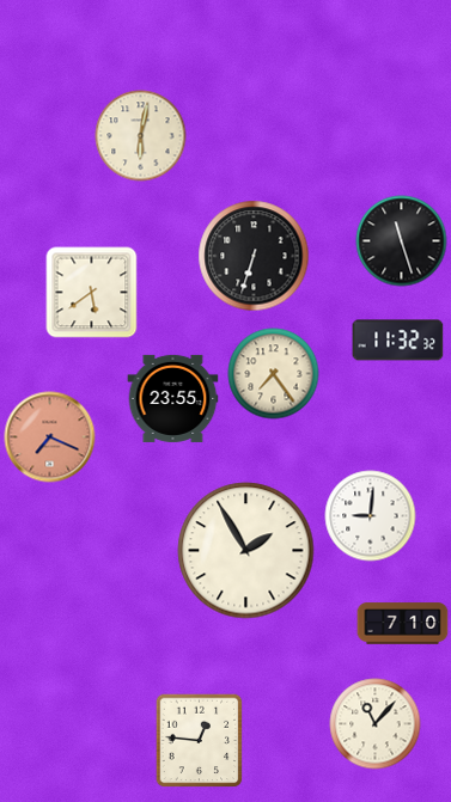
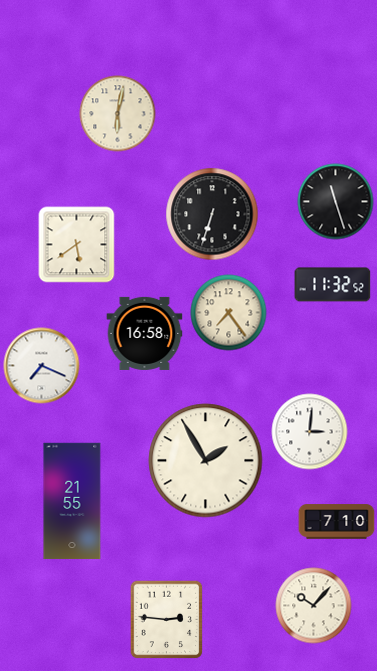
clock at (398, 341): 11:32:32 -> 11:32:52
clock at (173, 398): 23:55 -> 16:58
clock at (50, 437) dial: salmon -> white
clock at (371, 516): 9:01 -> 3:01
clock at (72, 501): none -> 21:55
clock at (376, 724): 11:07 -> 10:07
clock at (200, 740): 12:46 -> 2:46
